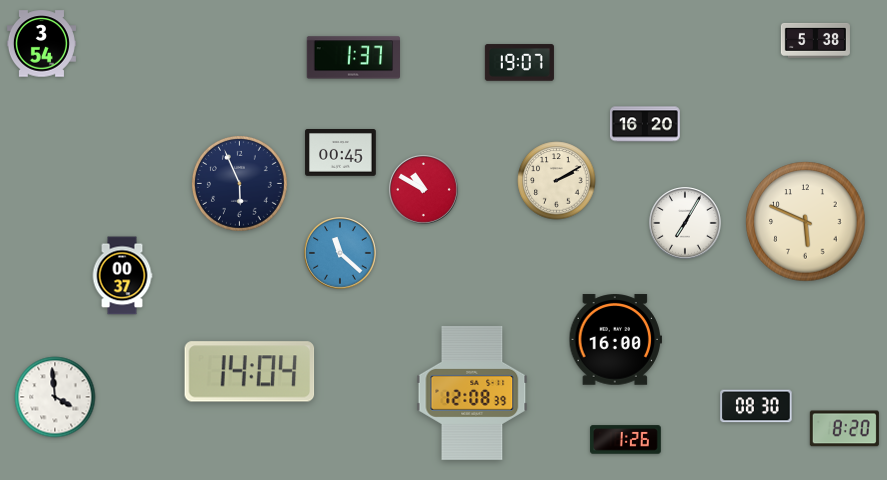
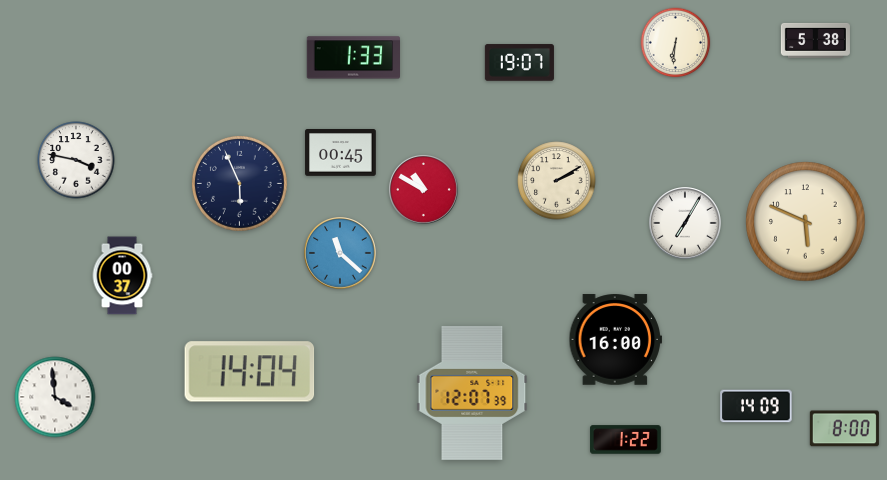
clock at (676, 43): none -> 6:31
clock at (41, 44): 3:54 -> none
clock at (354, 58): 1:37 -> 1:33
clock at (645, 124): 16:20 -> none
clock at (76, 160): none -> 3:47
clock at (472, 393): 12:08 -> 12:07
clock at (756, 406): 08:30 -> 14:09
clock at (844, 429): 8:20 -> 8:00
clock at (626, 440): 1:26 -> 1:22
